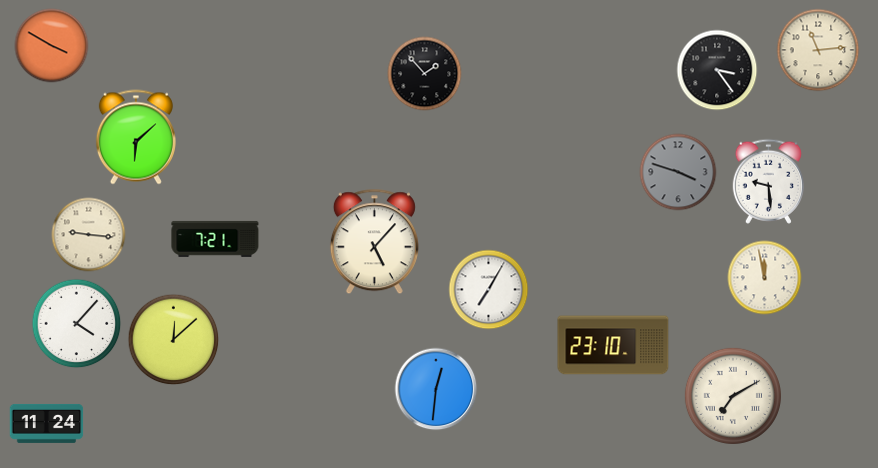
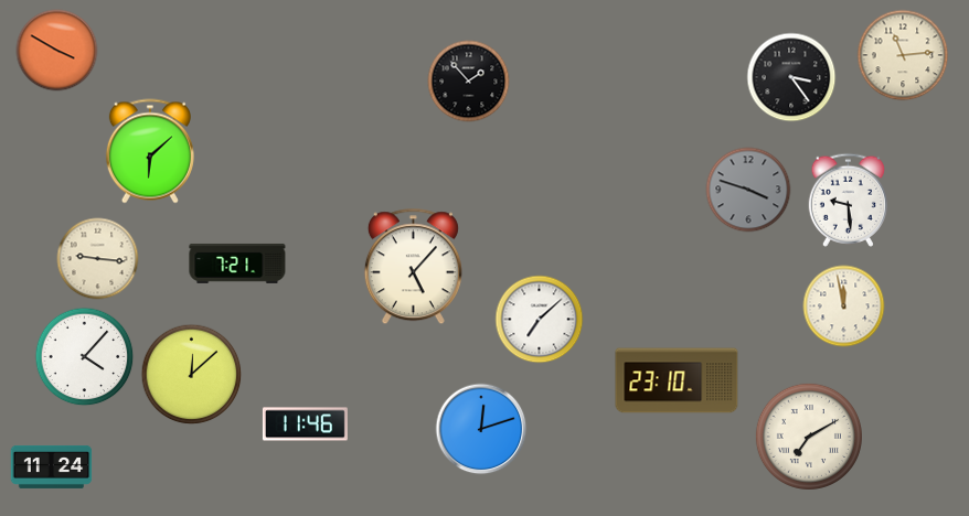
clock at (489, 290): 7:05 -> 7:08
clock at (305, 424): none -> 11:46
clock at (436, 389): 12:31 -> 12:12
